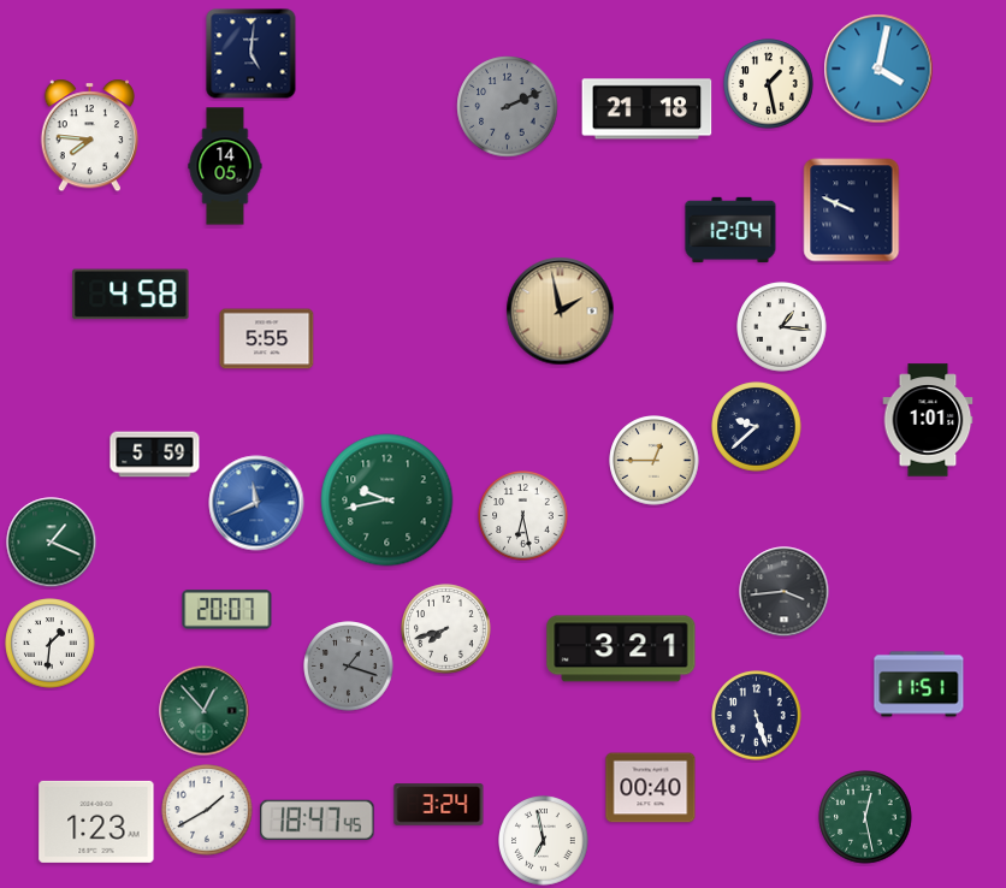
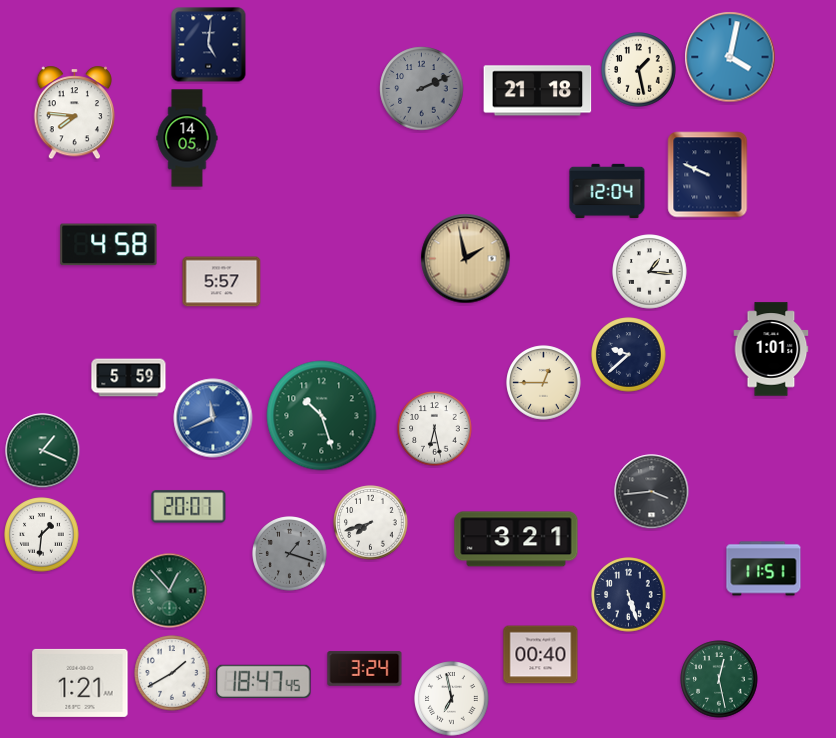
clock at (267, 339): 5:55 -> 5:57
clock at (387, 501): 9:43 -> 10:27
clock at (96, 822): 1:23 -> 1:21
